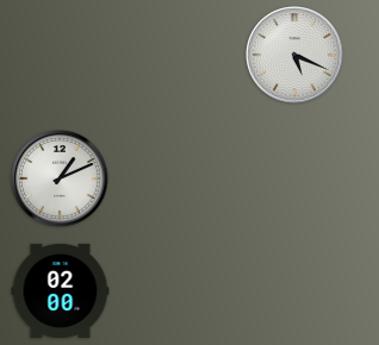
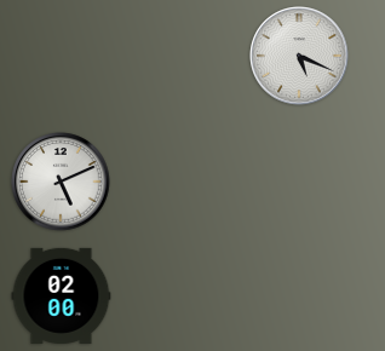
clock at (60, 178): 1:11 -> 5:11
